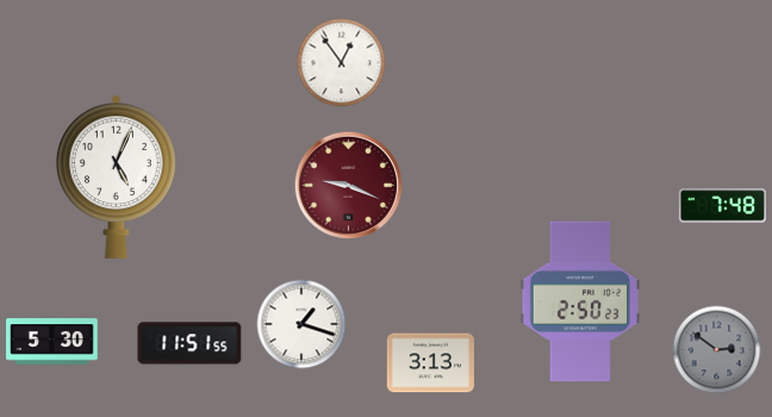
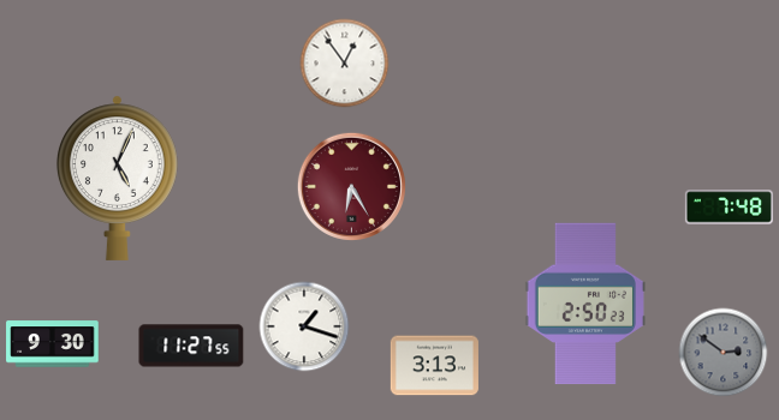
clock at (348, 185): 9:19 -> 6:25
clock at (52, 342): 5:30 -> 9:30
clock at (189, 343): 11:51 -> 11:27
